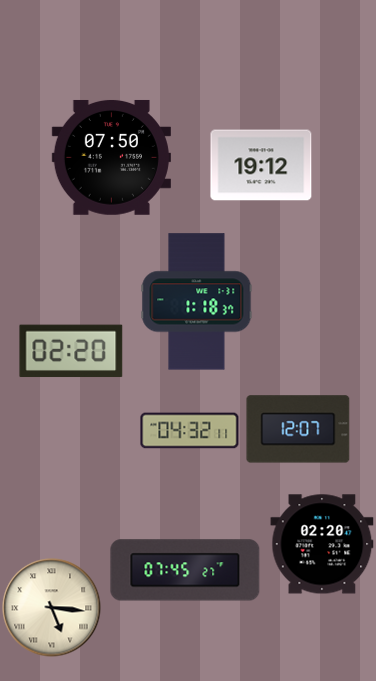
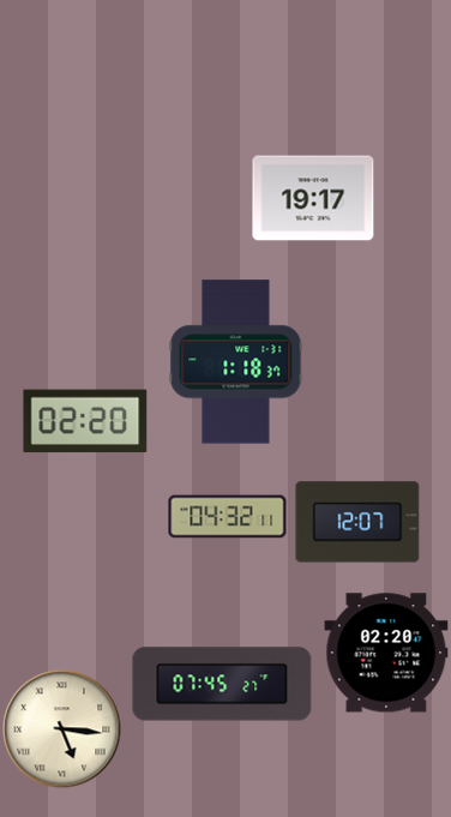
clock at (111, 157): 07:50 -> none
clock at (261, 165): 19:12 -> 19:17
clock at (298, 429) position: (298, 429) -> (357, 522)
